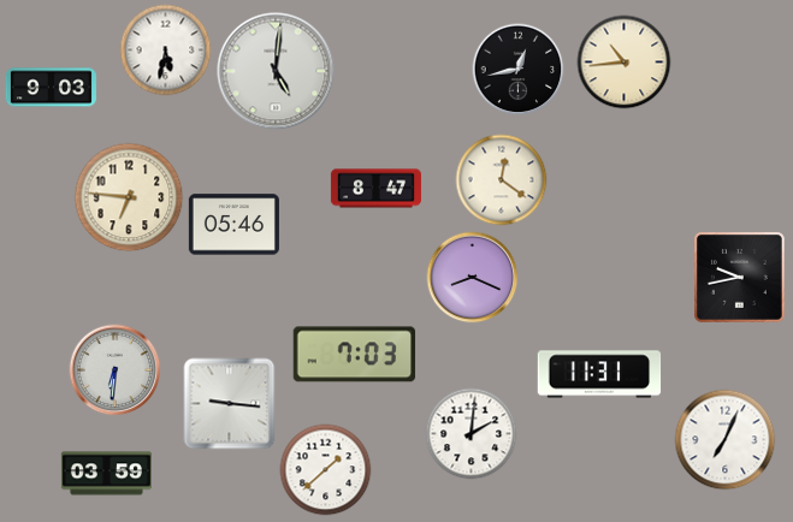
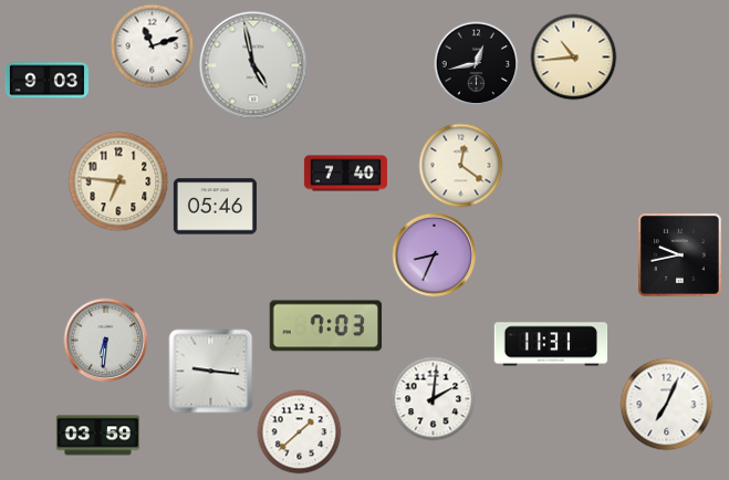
clock at (166, 51): 5:32 -> 11:12
clock at (276, 71): 5:01 -> 4:58
clock at (375, 189): 8:47 -> 7:40
clock at (473, 278): 8:19 -> 8:34
